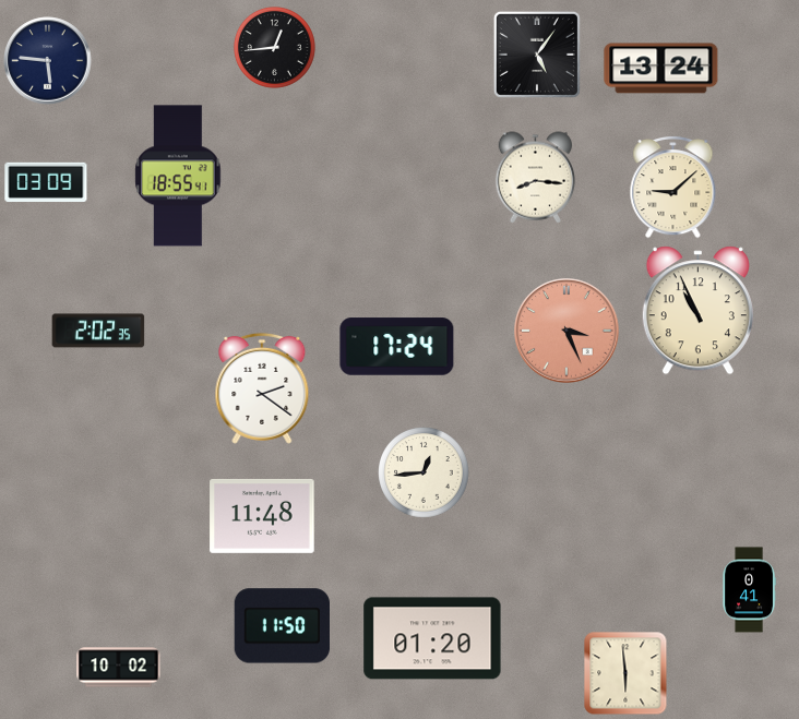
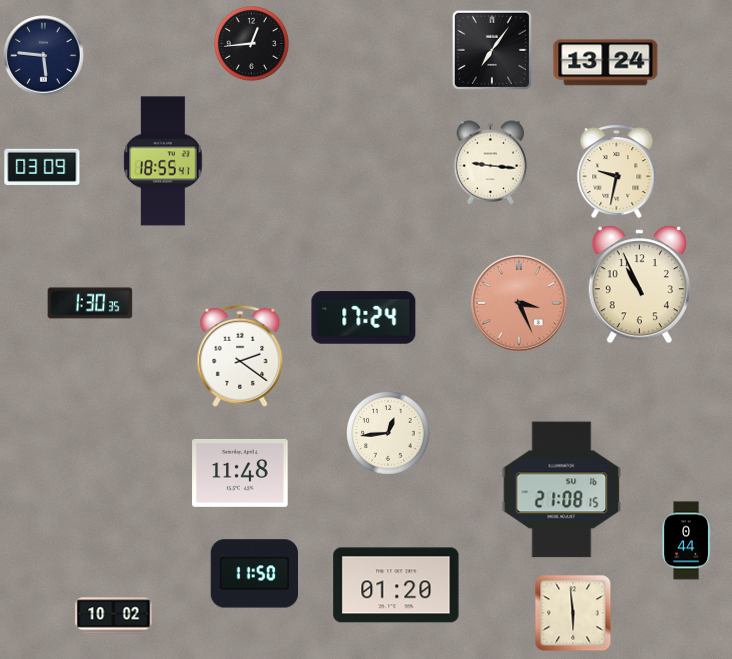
clock at (537, 55): 5:06 -> 7:06
clock at (536, 178): 8:16 -> 9:16
clock at (673, 187): 9:08 -> 9:32
clock at (98, 331): 2:02 -> 1:30
clock at (562, 490): none -> 21:08
clock at (749, 590): 0:41 -> 0:44
clock at (282, 626) position: (282, 626) -> (254, 574)
clock at (119, 668) position: (119, 668) -> (114, 616)
clock at (625, 673) position: (625, 673) -> (573, 613)
